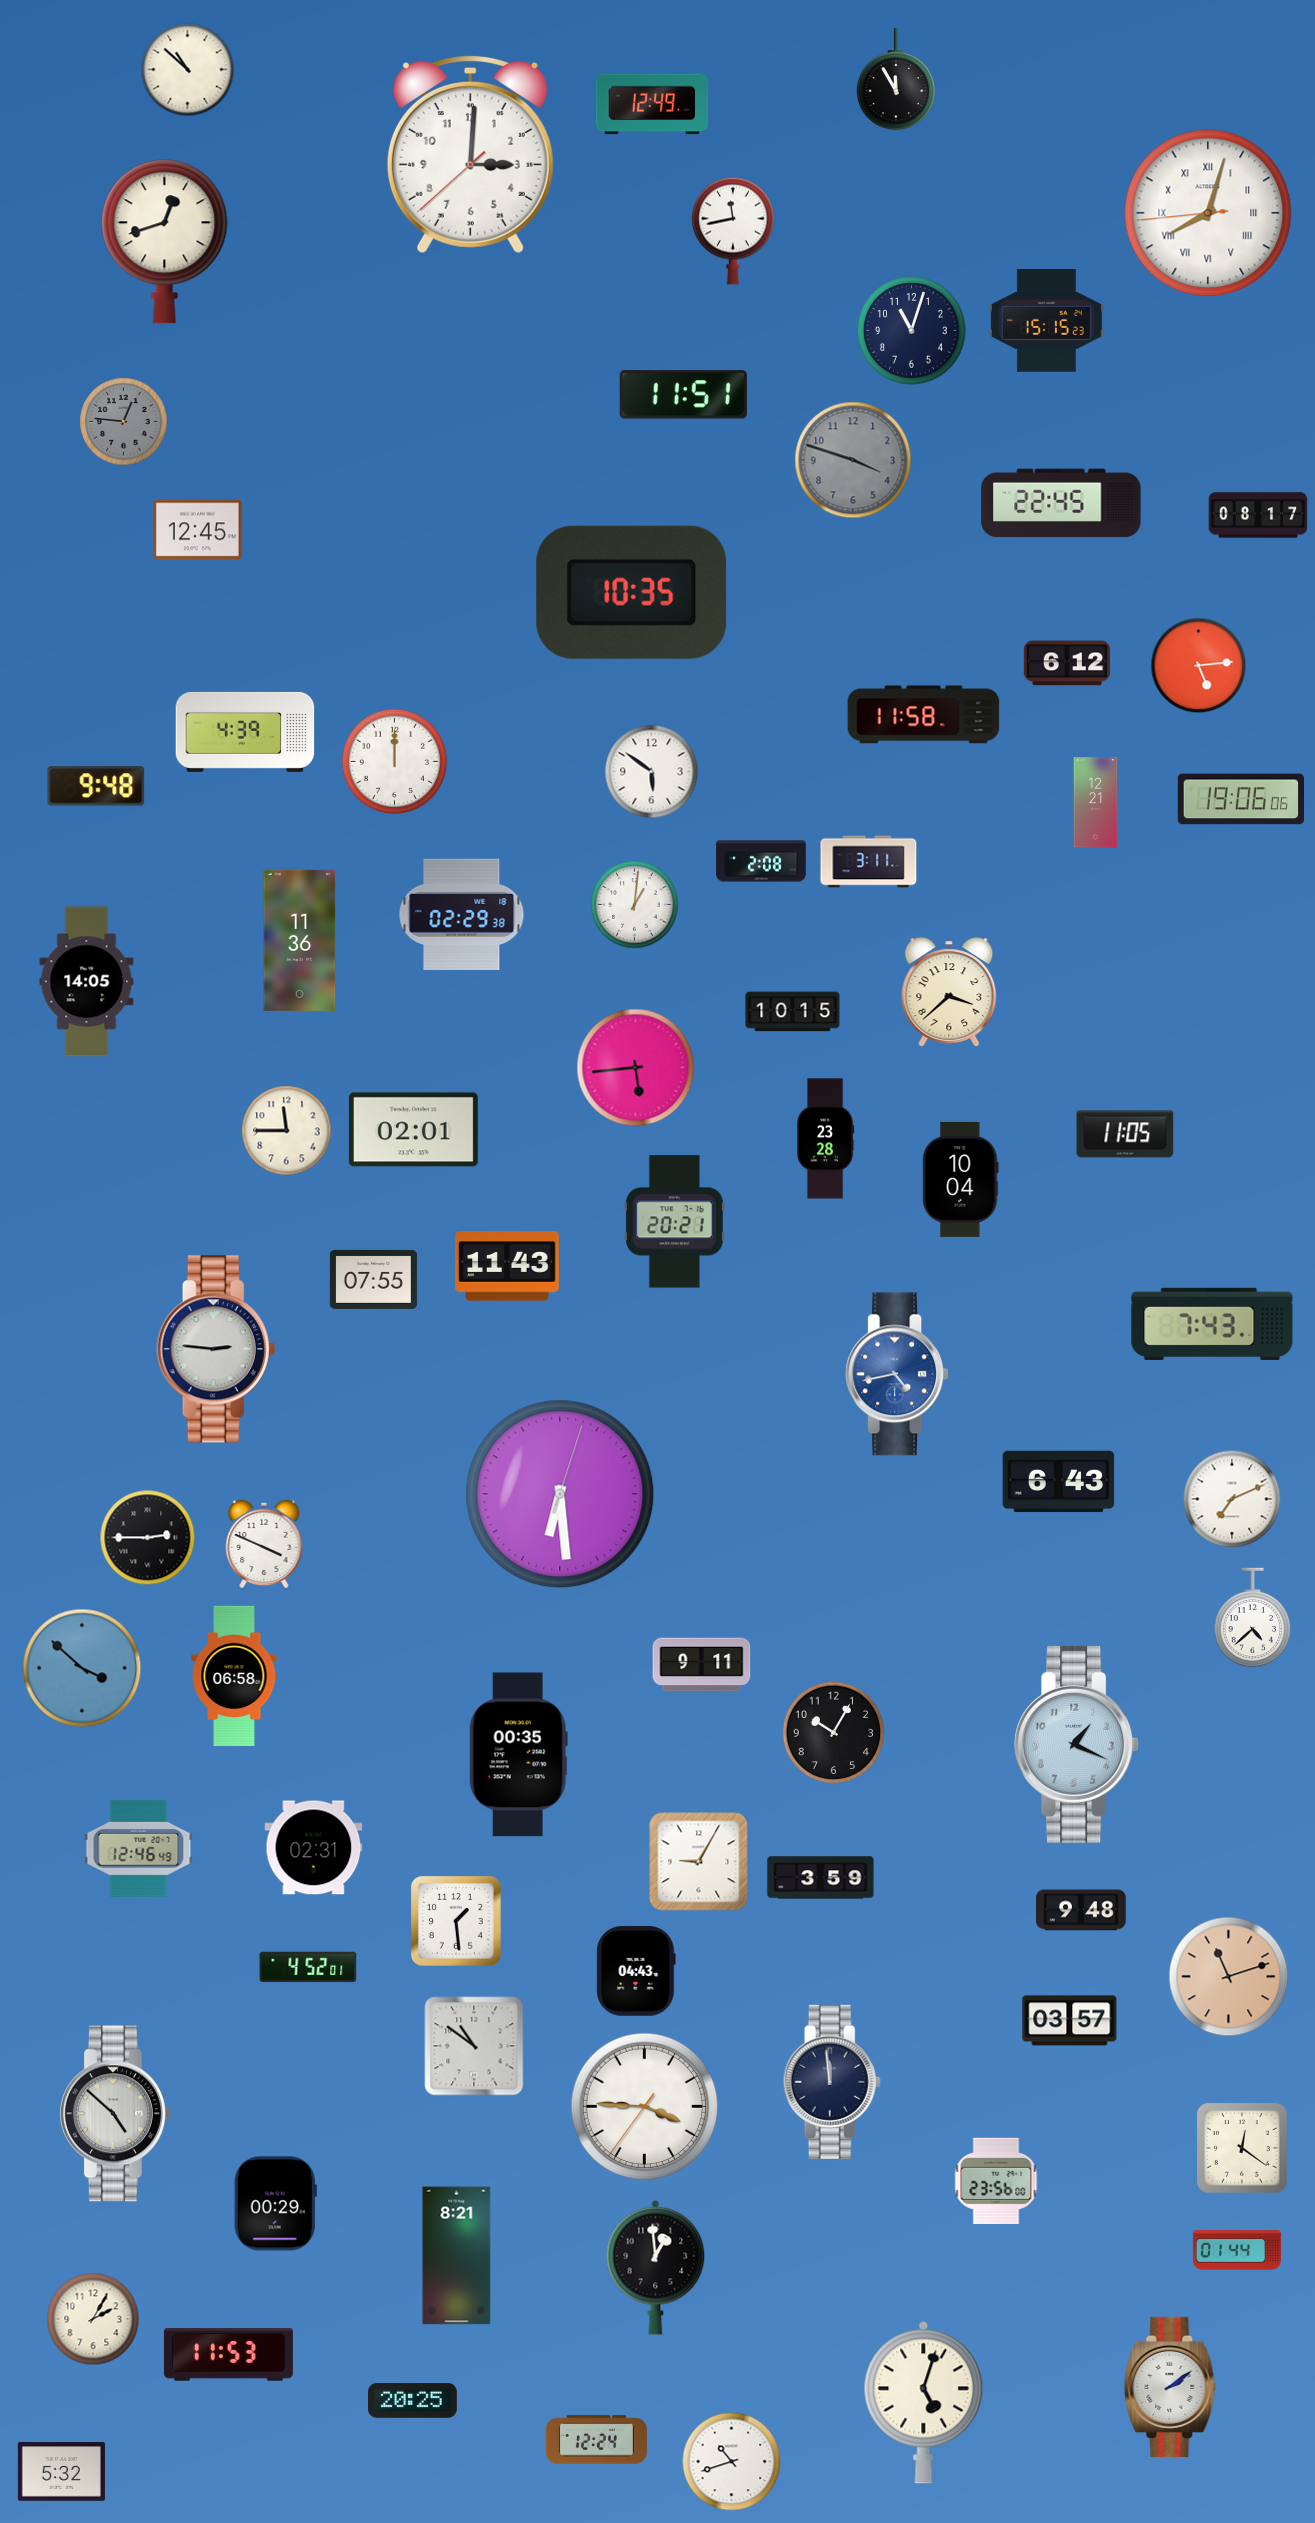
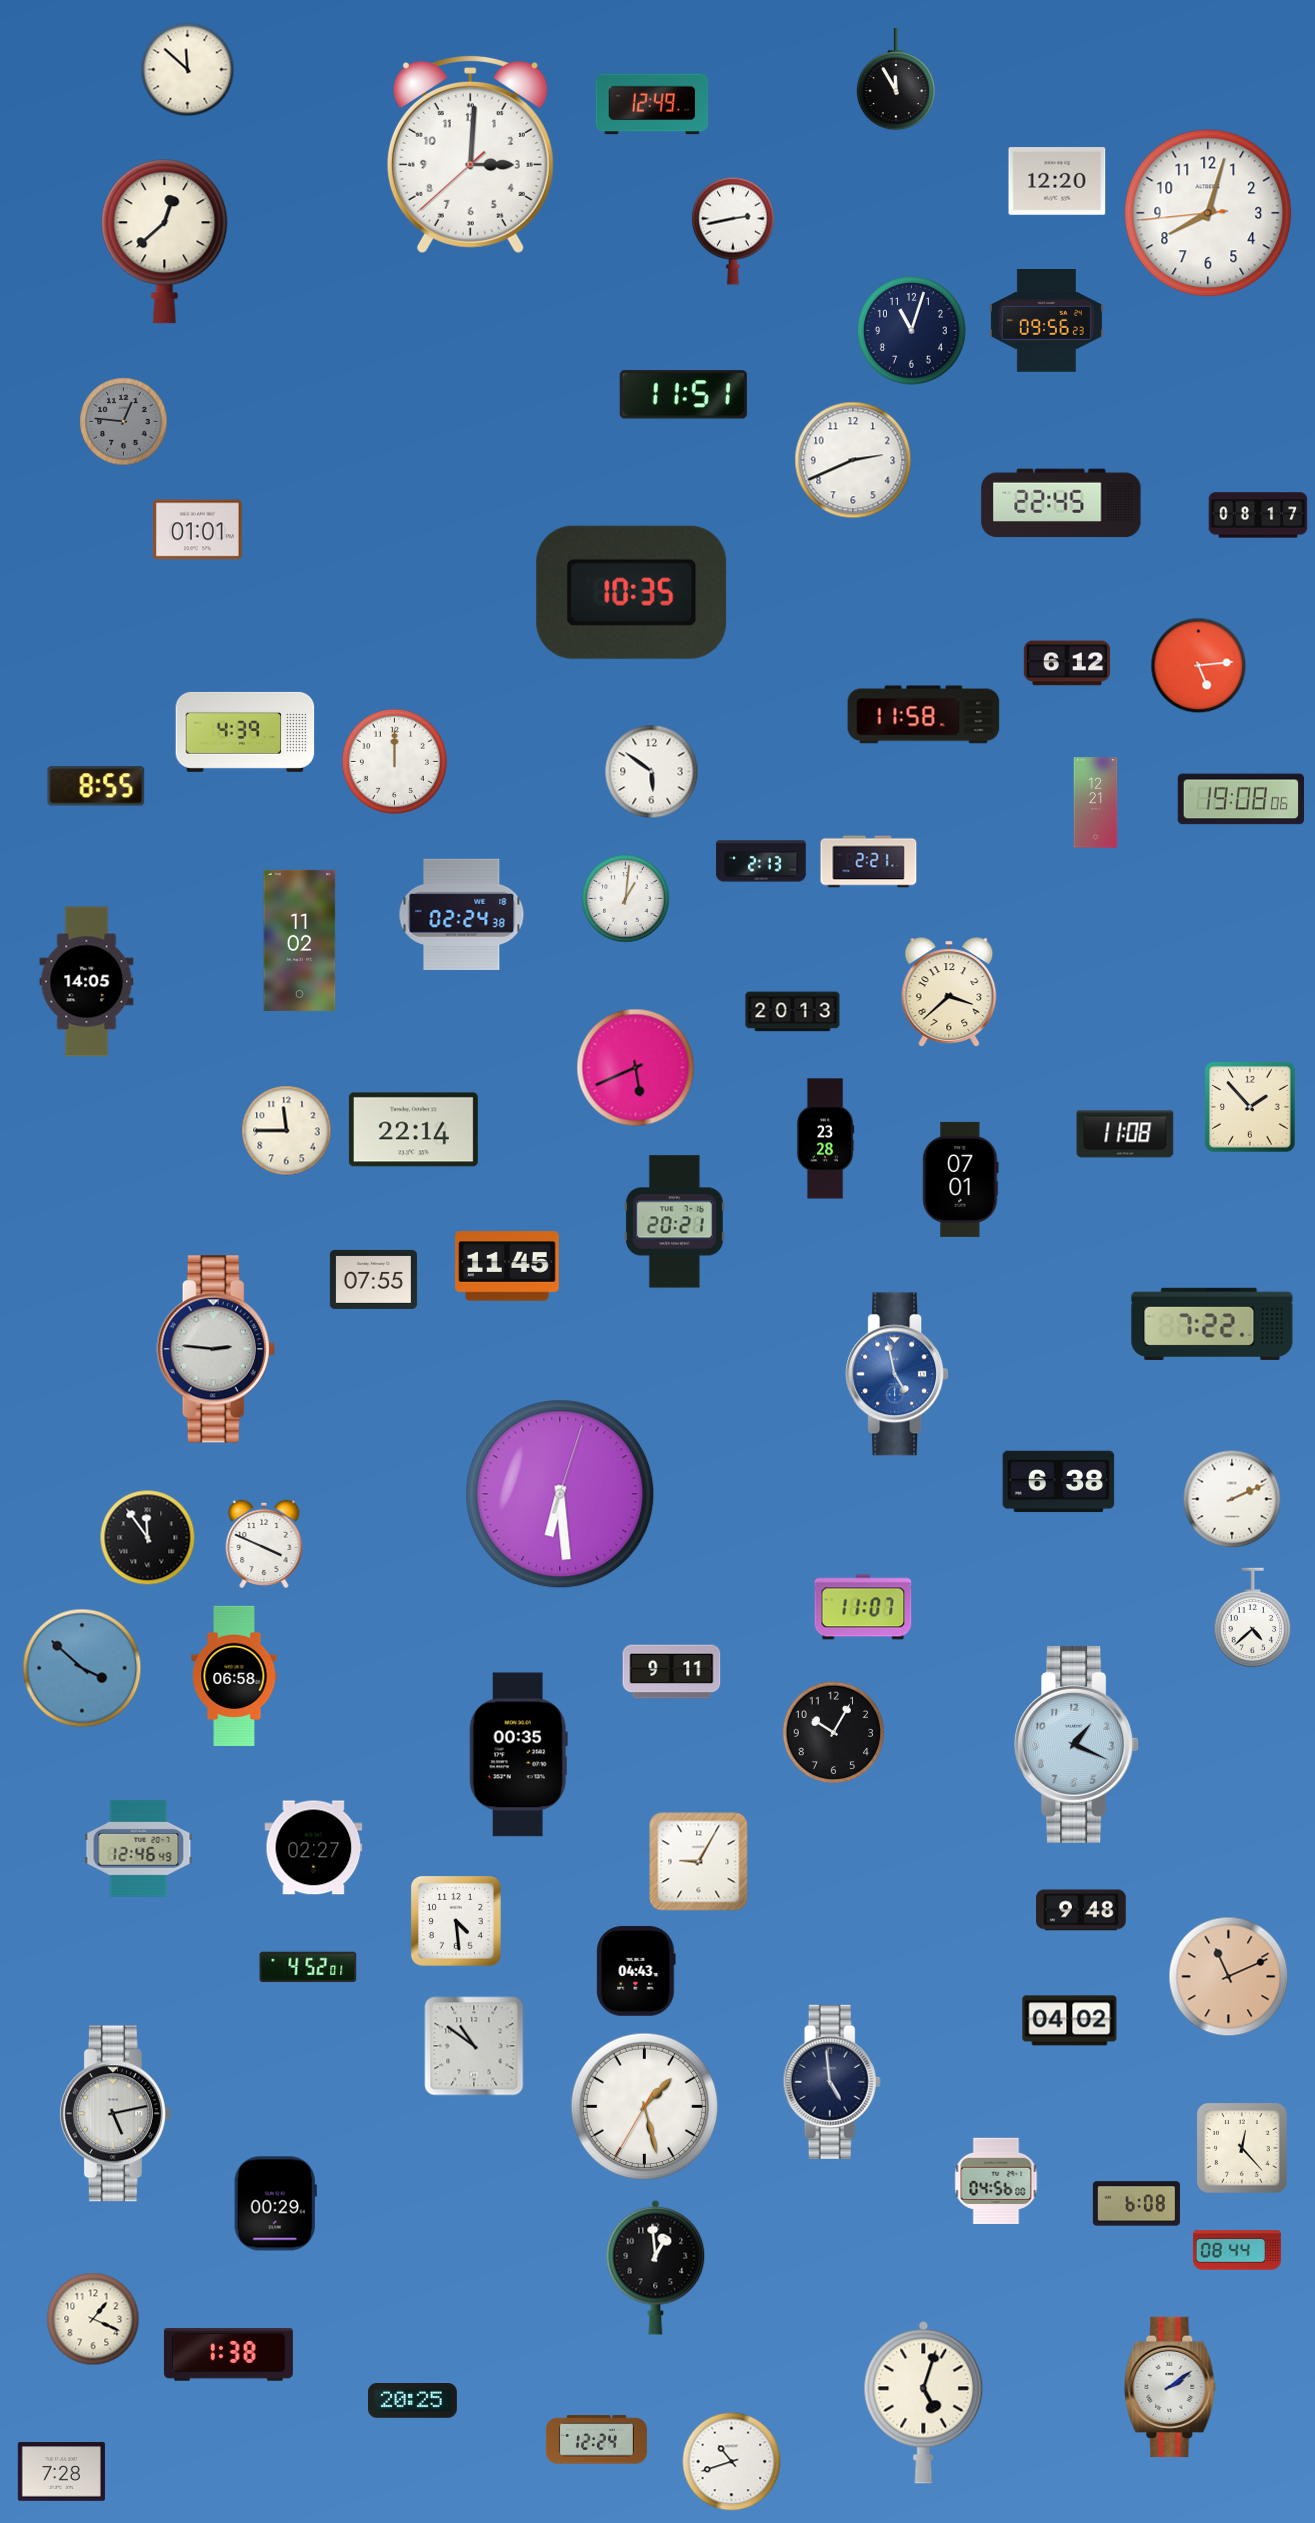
clock at (188, 70): 10:52 -> 11:52
clock at (1057, 181): none -> 12:20
clock at (1208, 213) numerals: Roman -> Arabic
clock at (733, 231): 11:43 -> 2:43
clock at (165, 242): 12:42 -> 12:38
clock at (1046, 321): 15:15 -> 09:56
clock at (853, 460): 3:48 -> 2:41
clock at (853, 460) dial: grey -> white
clock at (197, 530): 12:45 -> 01:01
clock at (96, 786): 9:48 -> 8:55
clock at (1241, 799): 19:06 -> 19:08
clock at (761, 861): 2:08 -> 2:13
clock at (869, 862): 3:11 -> 2:21
clock at (635, 905) position: (635, 905) -> (626, 899)
clock at (462, 914): 02:29 -> 02:24
clock at (300, 940): 11:36 -> 11:02
clock at (793, 1012): 10:15 -> 20:13
clock at (636, 1068): 5:44 -> 5:41
clock at (1250, 1107): none -> 1:53
clock at (413, 1130): 02:01 -> 22:14
clock at (1125, 1134): 11:05 -> 11:08
clock at (961, 1179): 10:04 -> 07:01
clock at (507, 1266): 11:43 -> 11:45
clock at (1212, 1324): 7:43 -> 7:22
clock at (897, 1374): 4:43 -> 4:58
clock at (1059, 1482): 6:43 -> 6:38
clock at (1232, 1499): 7:11 -> 2:11
clock at (148, 1538): 2:45 -> 11:54
clock at (863, 1607): none -> 11:07
clock at (702, 1665) position: (702, 1665) -> (672, 1672)
clock at (314, 1848): 02:31 -> 02:27
clock at (821, 1878): 3:59 -> none
clock at (456, 1921): 1:29 -> 4:29
clock at (1229, 1977): 11:12 -> 11:11
clock at (1070, 2021): 03:57 -> 04:02
clock at (832, 2082): 11:59 -> 4:59
clock at (645, 2107): 3:45 -> 1:27
clock at (115, 2114): 4:52 -> 5:13
clock at (1242, 2148): 12:21 -> 12:23
clock at (996, 2180): 23:56 -> 04:56
clock at (1136, 2204): none -> 6:08
clock at (1237, 2250): 01:44 -> 08:44
clock at (457, 2256): 8:21 -> none
clock at (93, 2319): 2:05 -> 1:19
clock at (228, 2355): 11:53 -> 1:38
clock at (61, 2472): 5:32 -> 7:28
